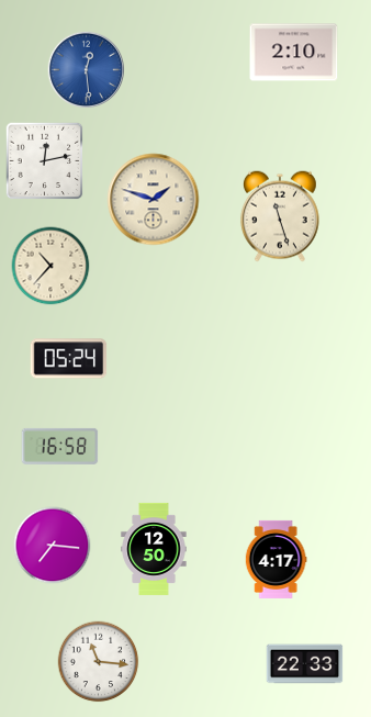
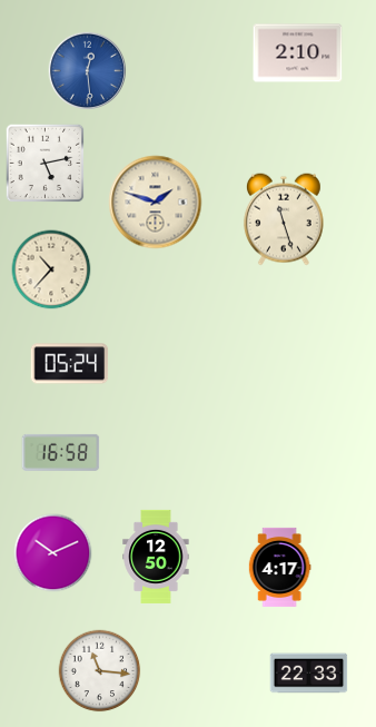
clock at (45, 161): 12:13 -> 5:13
clock at (53, 546): 7:16 -> 10:11
